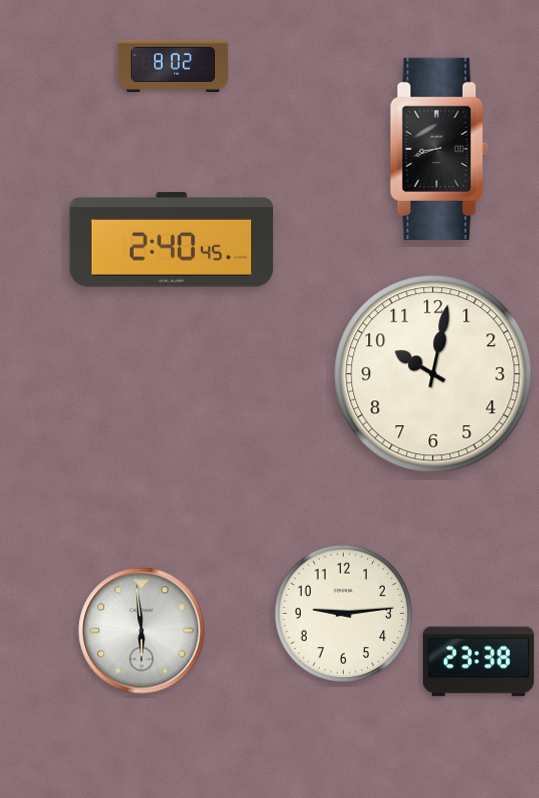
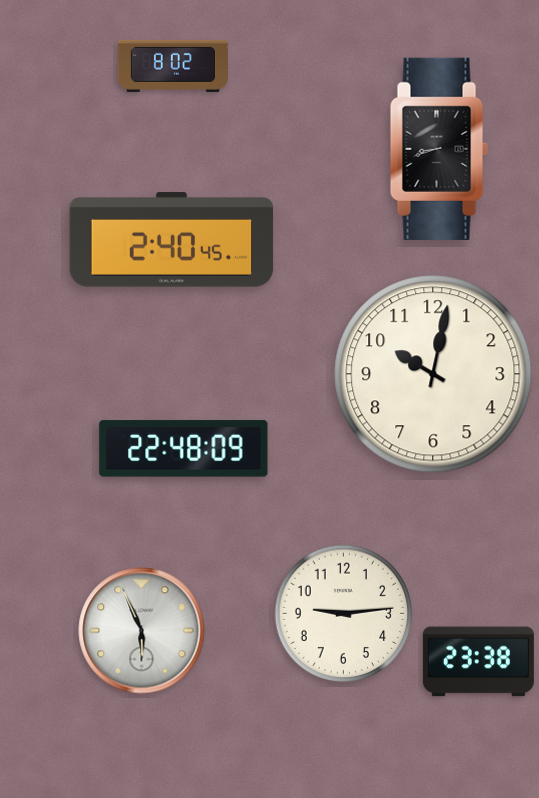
clock at (184, 449): none -> 22:48
clock at (142, 631): 5:59 -> 5:56
